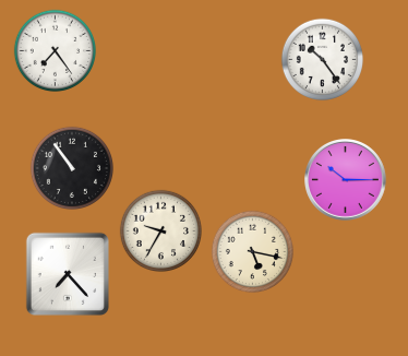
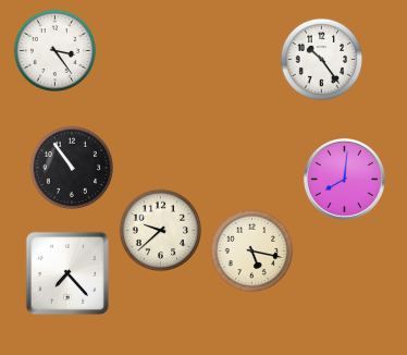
clock at (55, 50): 7:24 -> 3:24
clock at (346, 180): 10:15 -> 8:01
clock at (160, 230): 9:35 -> 9:38
